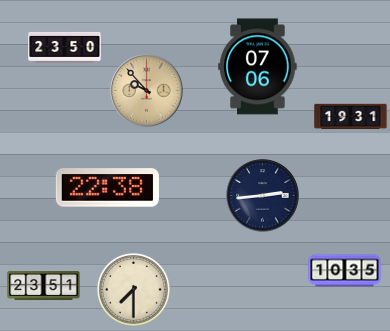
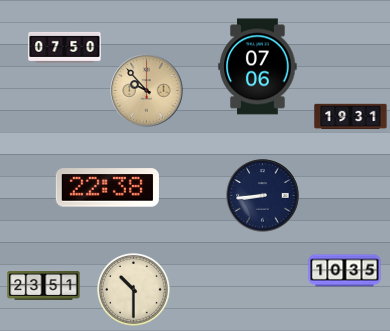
clock at (65, 47): 23:50 -> 07:50
clock at (263, 196): 2:44 -> 8:44
clock at (134, 290): 7:30 -> 10:30
